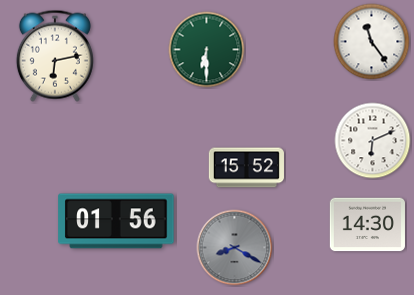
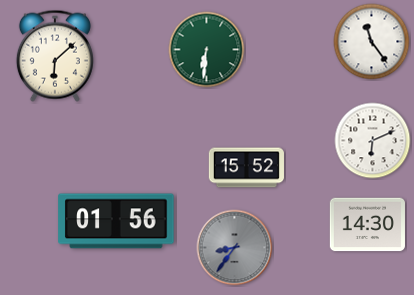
clock at (207, 50): 6:30 -> 6:31
clock at (55, 56): 6:13 -> 6:08
clock at (235, 248): 8:20 -> 8:36
